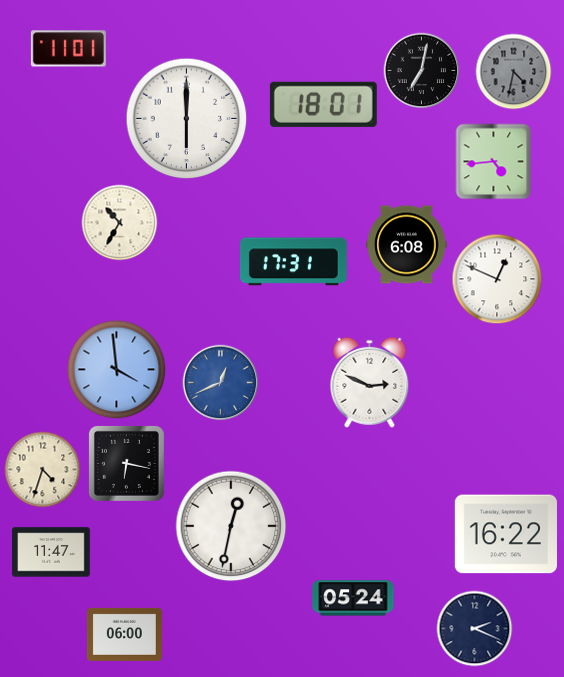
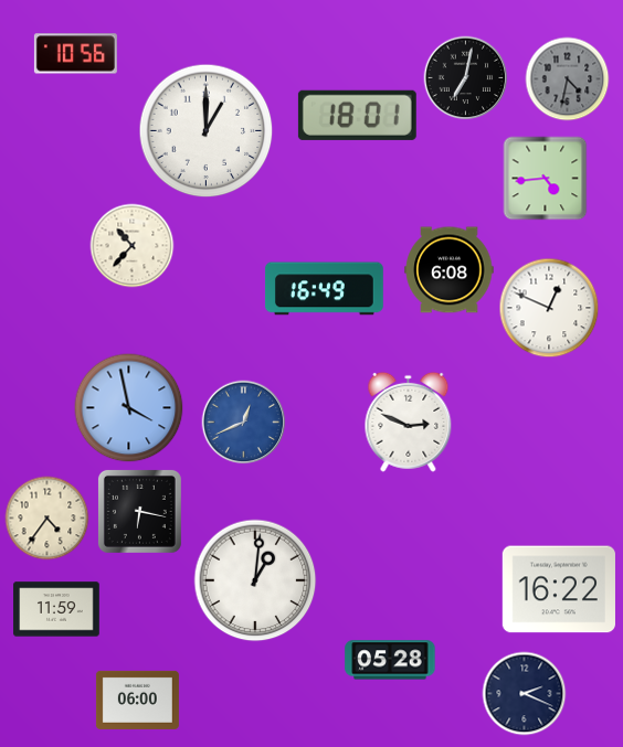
clock at (68, 49): 11:01 -> 10:56
clock at (187, 119): 6:00 -> 1:00
clock at (120, 223): 10:35 -> 10:37
clock at (293, 262): 17:31 -> 16:49
clock at (117, 370): 3:59 -> 3:58
clock at (43, 470): 4:33 -> 4:36
clock at (231, 526): 12:32 -> 1:01
clock at (51, 552): 11:47 -> 11:59
clock at (353, 598): 05:24 -> 05:28
